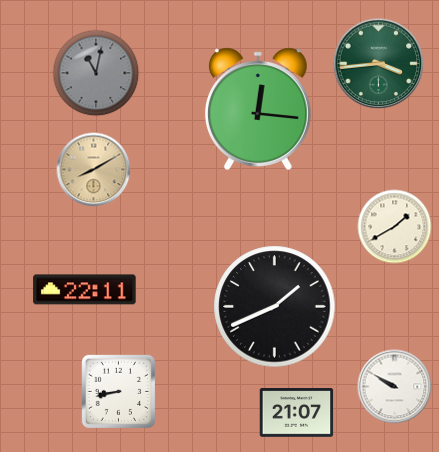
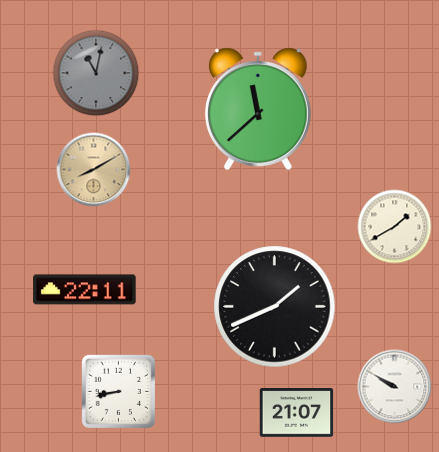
clock at (379, 64): 3:44 -> none
clock at (258, 109): 12:16 -> 11:38
